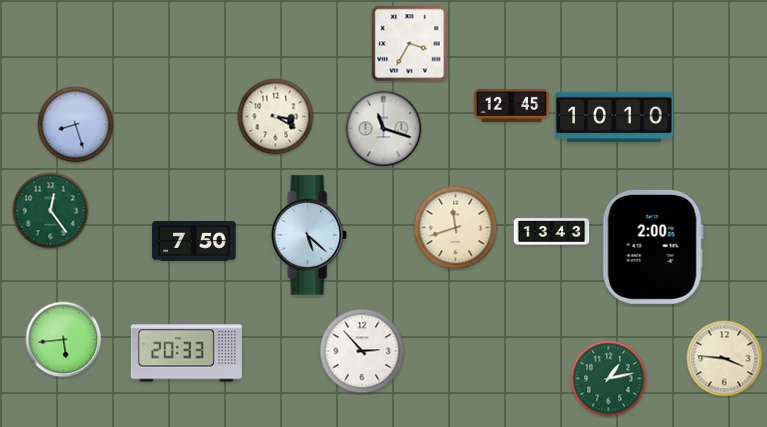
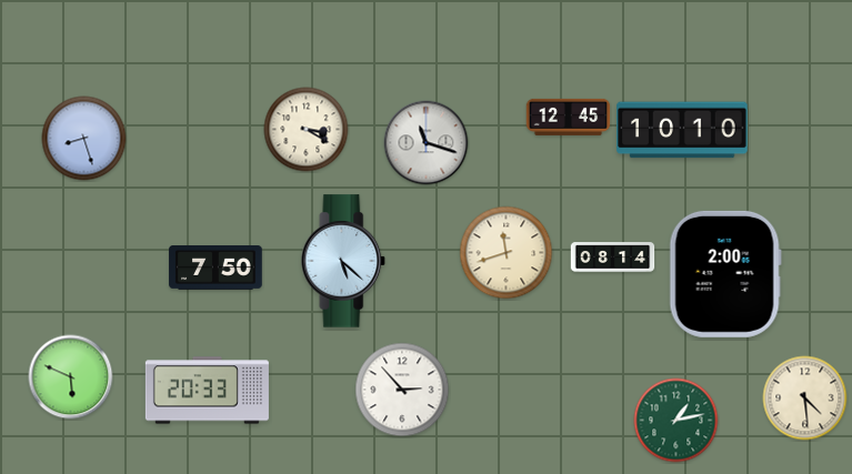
clock at (410, 44): 3:35 -> none
clock at (51, 211): 12:24 -> none
clock at (552, 232): 13:43 -> 08:14
clock at (64, 340): 5:44 -> 5:49
clock at (725, 359): 3:46 -> 4:29
